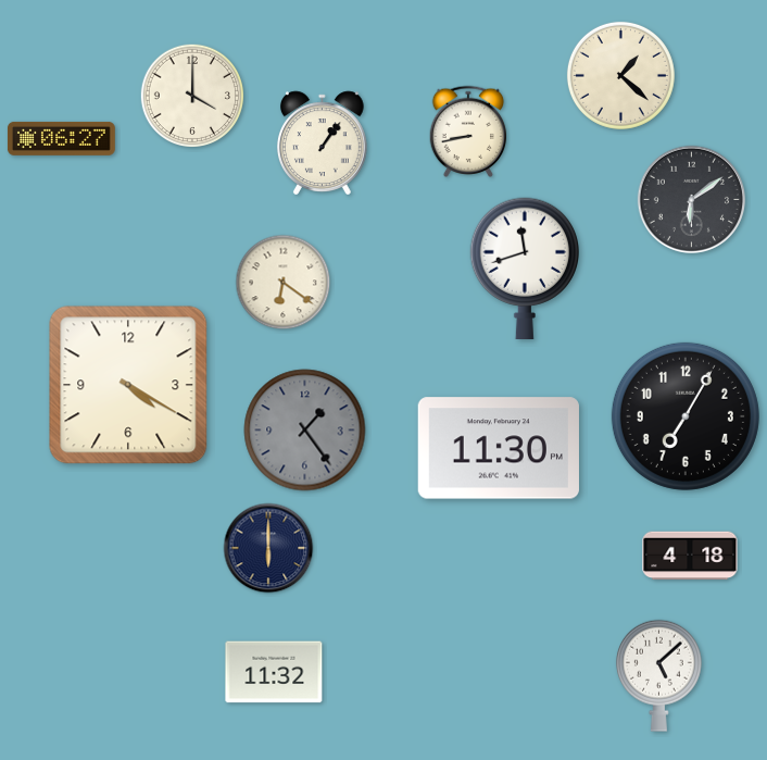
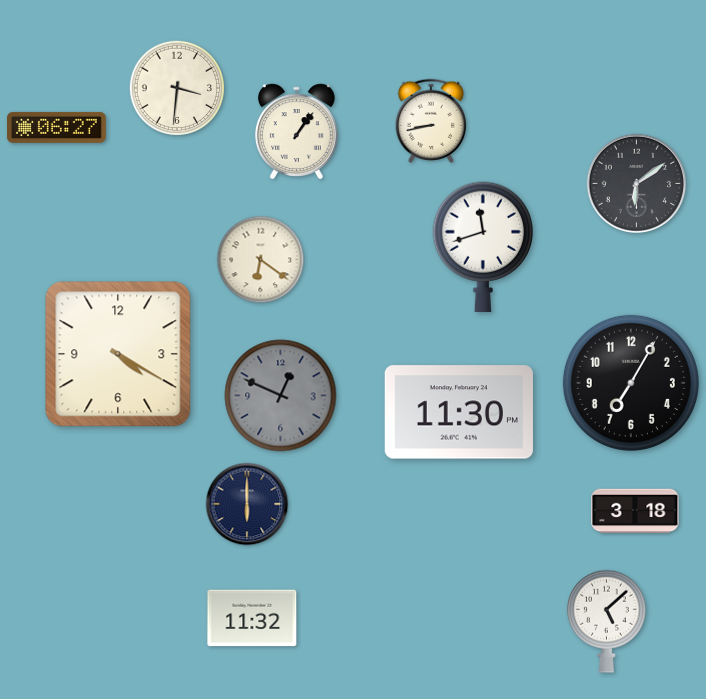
clock at (620, 75): 1:22 -> none
clock at (191, 95): 4:00 -> 3:31
clock at (305, 431): 1:24 -> 12:49
clock at (690, 556): 4:18 -> 3:18
